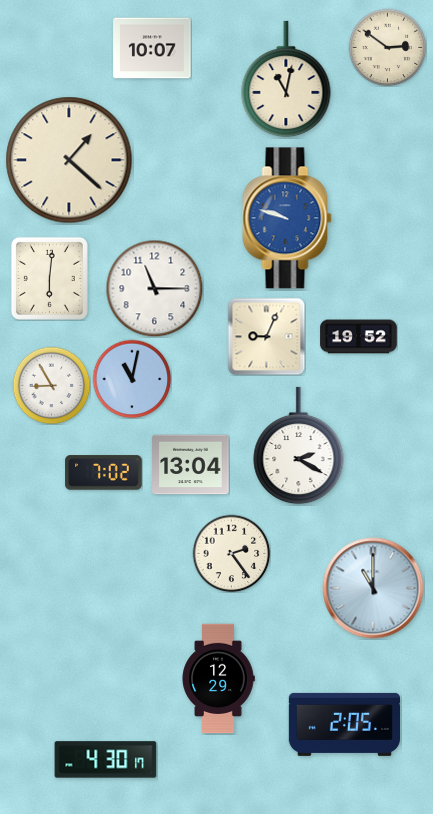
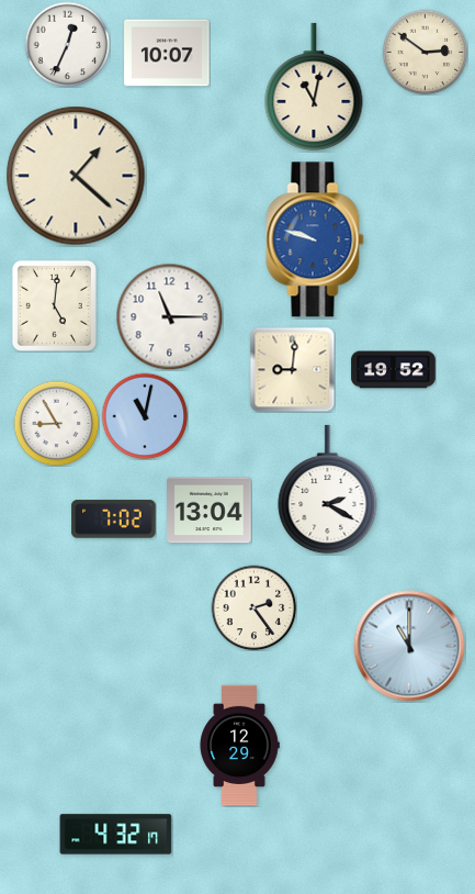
clock at (67, 44): none -> 12:34
clock at (49, 278): 6:01 -> 5:01
clock at (266, 336): 9:04 -> 9:01
clock at (344, 724): 2:05 -> none
clock at (106, 760): 4:30 -> 4:32
